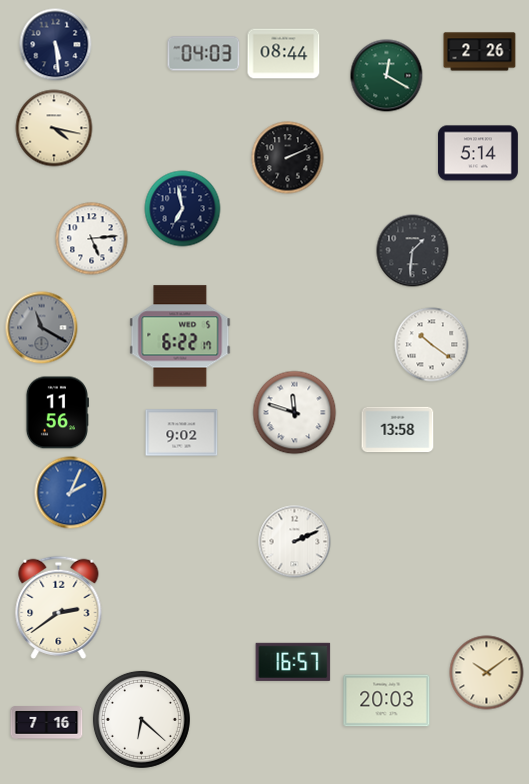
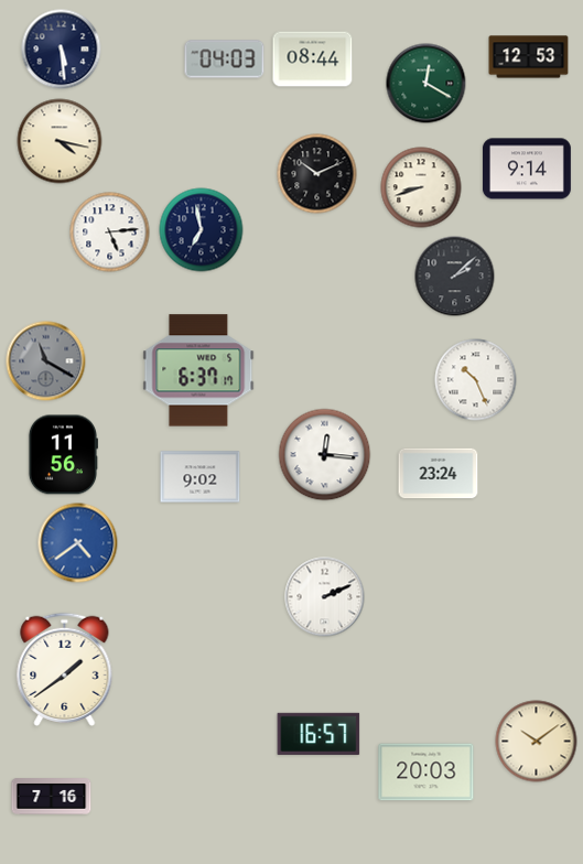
clock at (480, 52): 2:26 -> 12:53
clock at (478, 153): 5:14 -> 9:14
clock at (288, 158): 2:11 -> 10:11
clock at (421, 187): none -> 8:42
clock at (92, 239) position: (92, 239) -> (110, 233)
clock at (413, 251): 1:31 -> 2:08
clock at (180, 336): 6:22 -> 6:37
clock at (432, 345): 10:21 -> 10:26
clock at (295, 413): 11:48 -> 12:16
clock at (398, 430): 13:58 -> 23:24
clock at (71, 493): 2:04 -> 4:39
clock at (59, 607): 2:39 -> 1:39
clock at (293, 662) position: (293, 662) -> (319, 734)
clock at (141, 719): 6:22 -> none
